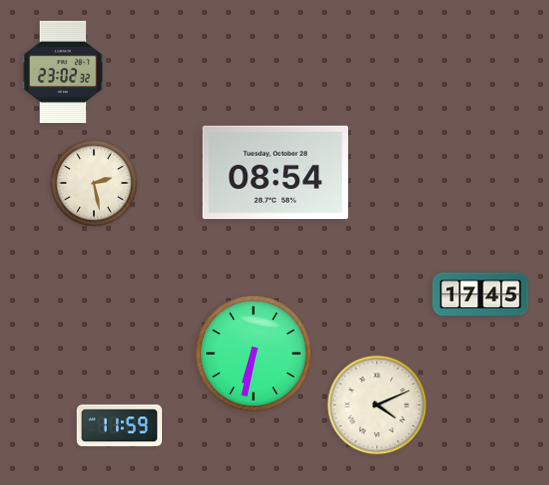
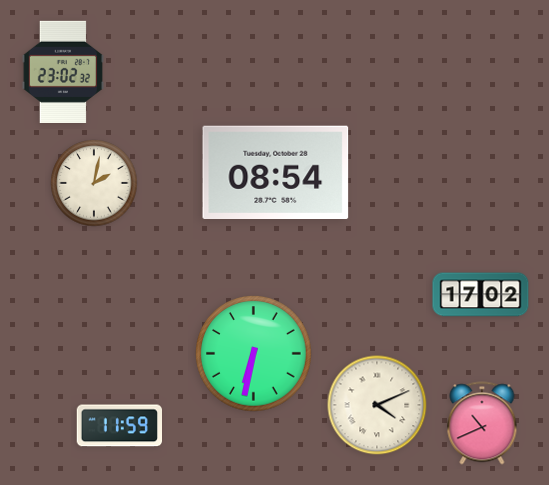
clock at (94, 183): 2:28 -> 2:02
clock at (481, 295): 17:45 -> 17:02
clock at (482, 423): none -> 10:41
